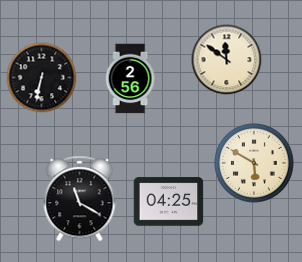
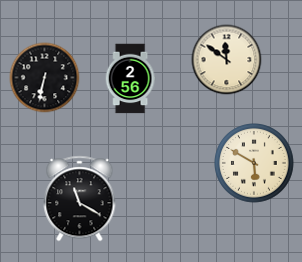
clock at (42, 78) position: (42, 78) -> (45, 78)
clock at (169, 202): 04:25 -> none
